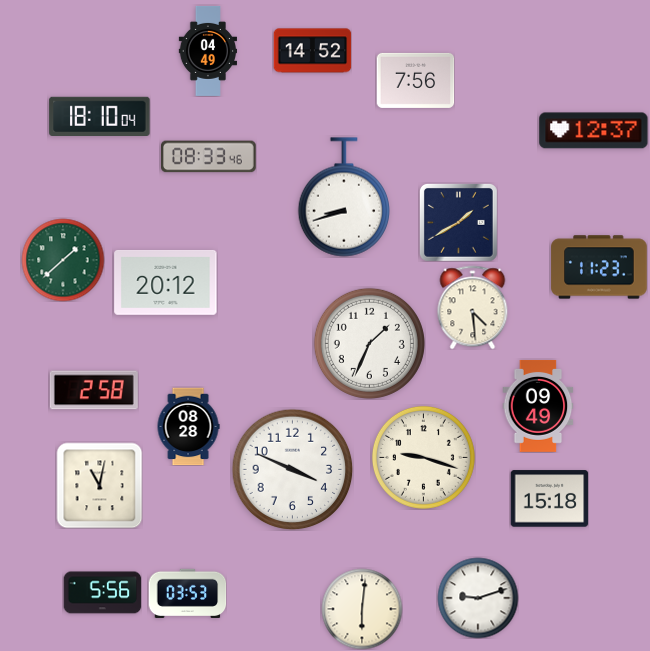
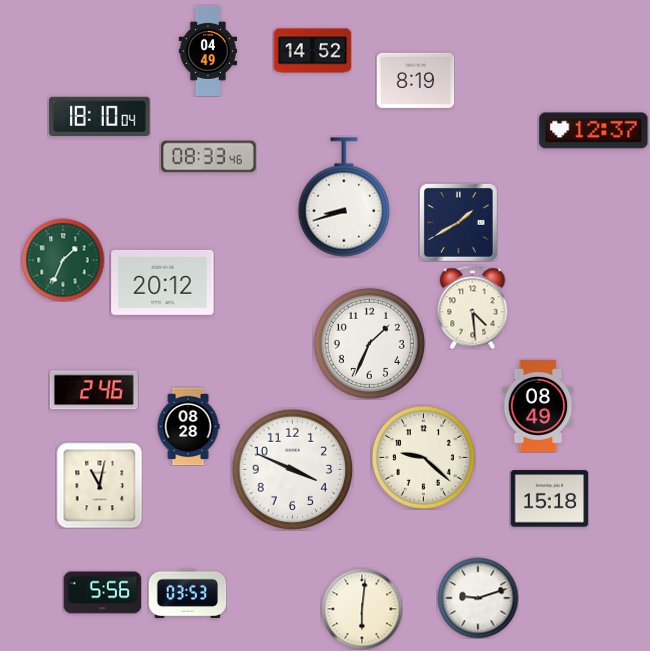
clock at (415, 80): 7:56 -> 8:19
clock at (63, 260): 1:38 -> 1:34
clock at (599, 267): 11:23 -> none
clock at (166, 282) position: (166, 282) -> (163, 282)
clock at (94, 390): 2:58 -> 2:46
clock at (538, 406): 09:49 -> 08:49
clock at (423, 457): 9:18 -> 9:22
